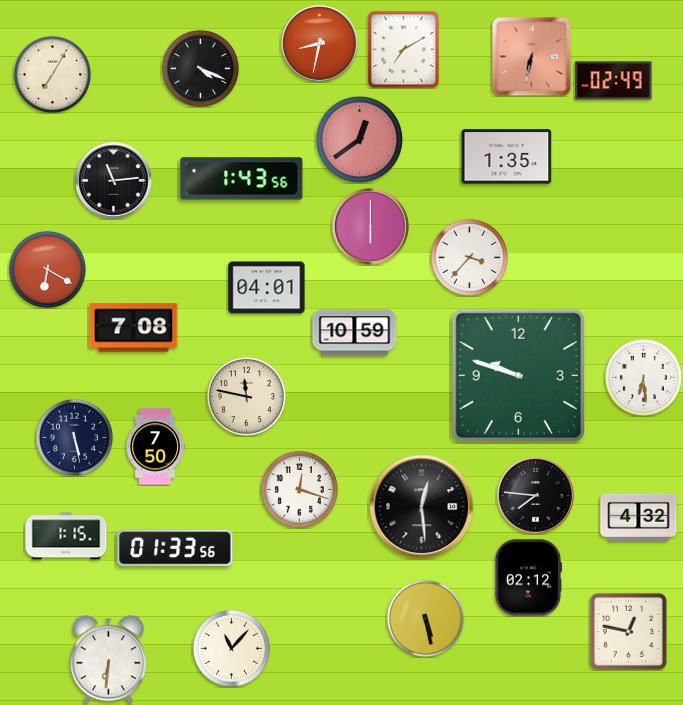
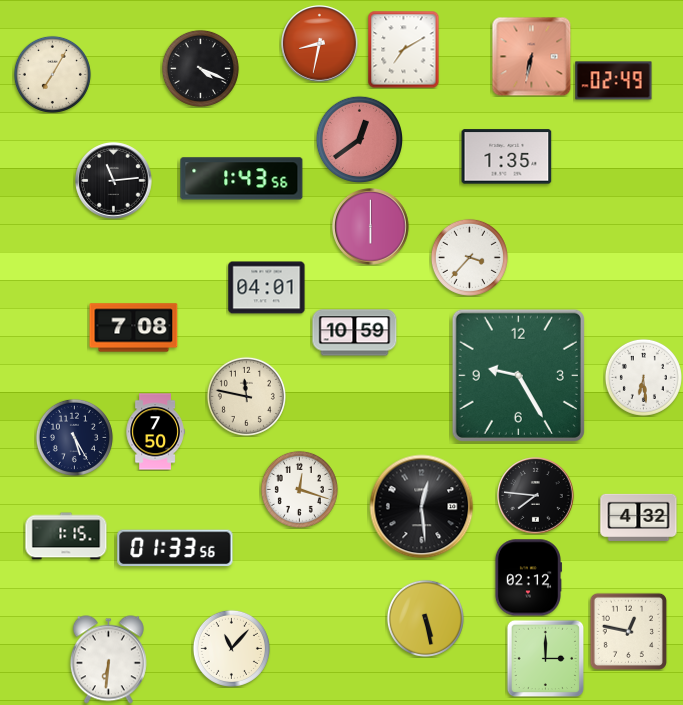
clock at (47, 269): 6:20 -> none
clock at (518, 375): 9:48 -> 9:25
clock at (74, 437): 5:28 -> 5:25
clock at (155, 447) position: (155, 447) -> (155, 432)
clock at (545, 658): none -> 3:00
